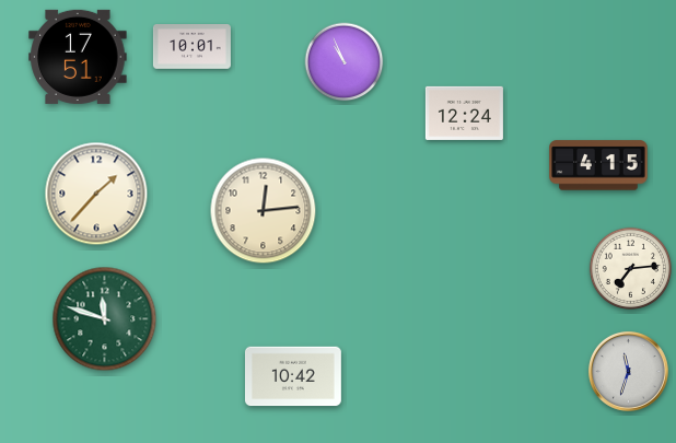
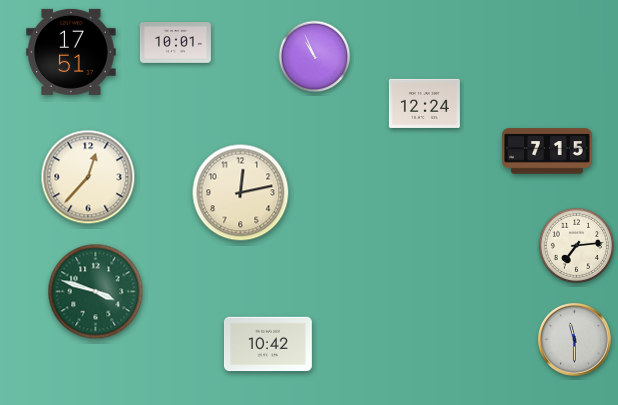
clock at (598, 165): 4:15 -> 7:15
clock at (96, 194): 1:37 -> 12:37
clock at (264, 211): 12:14 -> 12:13
clock at (105, 319): 11:48 -> 3:48
clock at (628, 371): 11:33 -> 11:30
